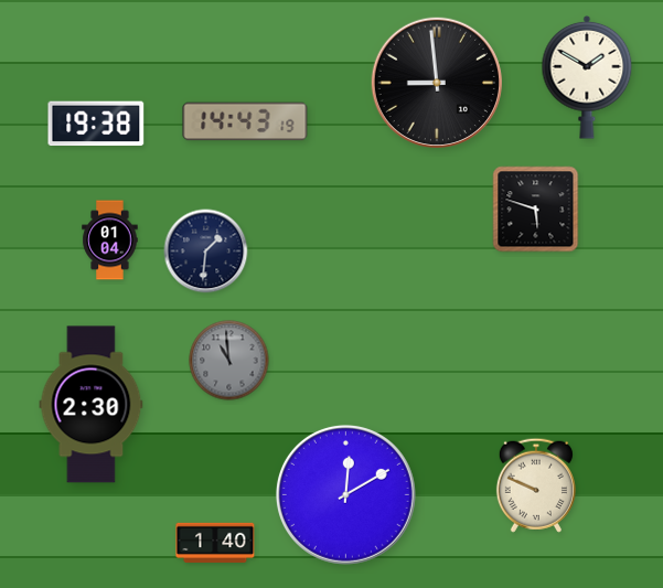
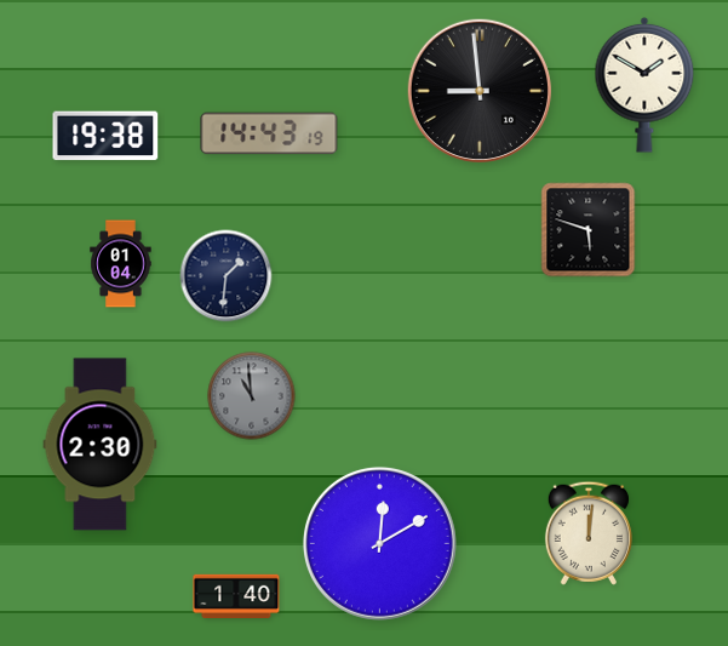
clock at (536, 485): 9:49 -> 12:01
